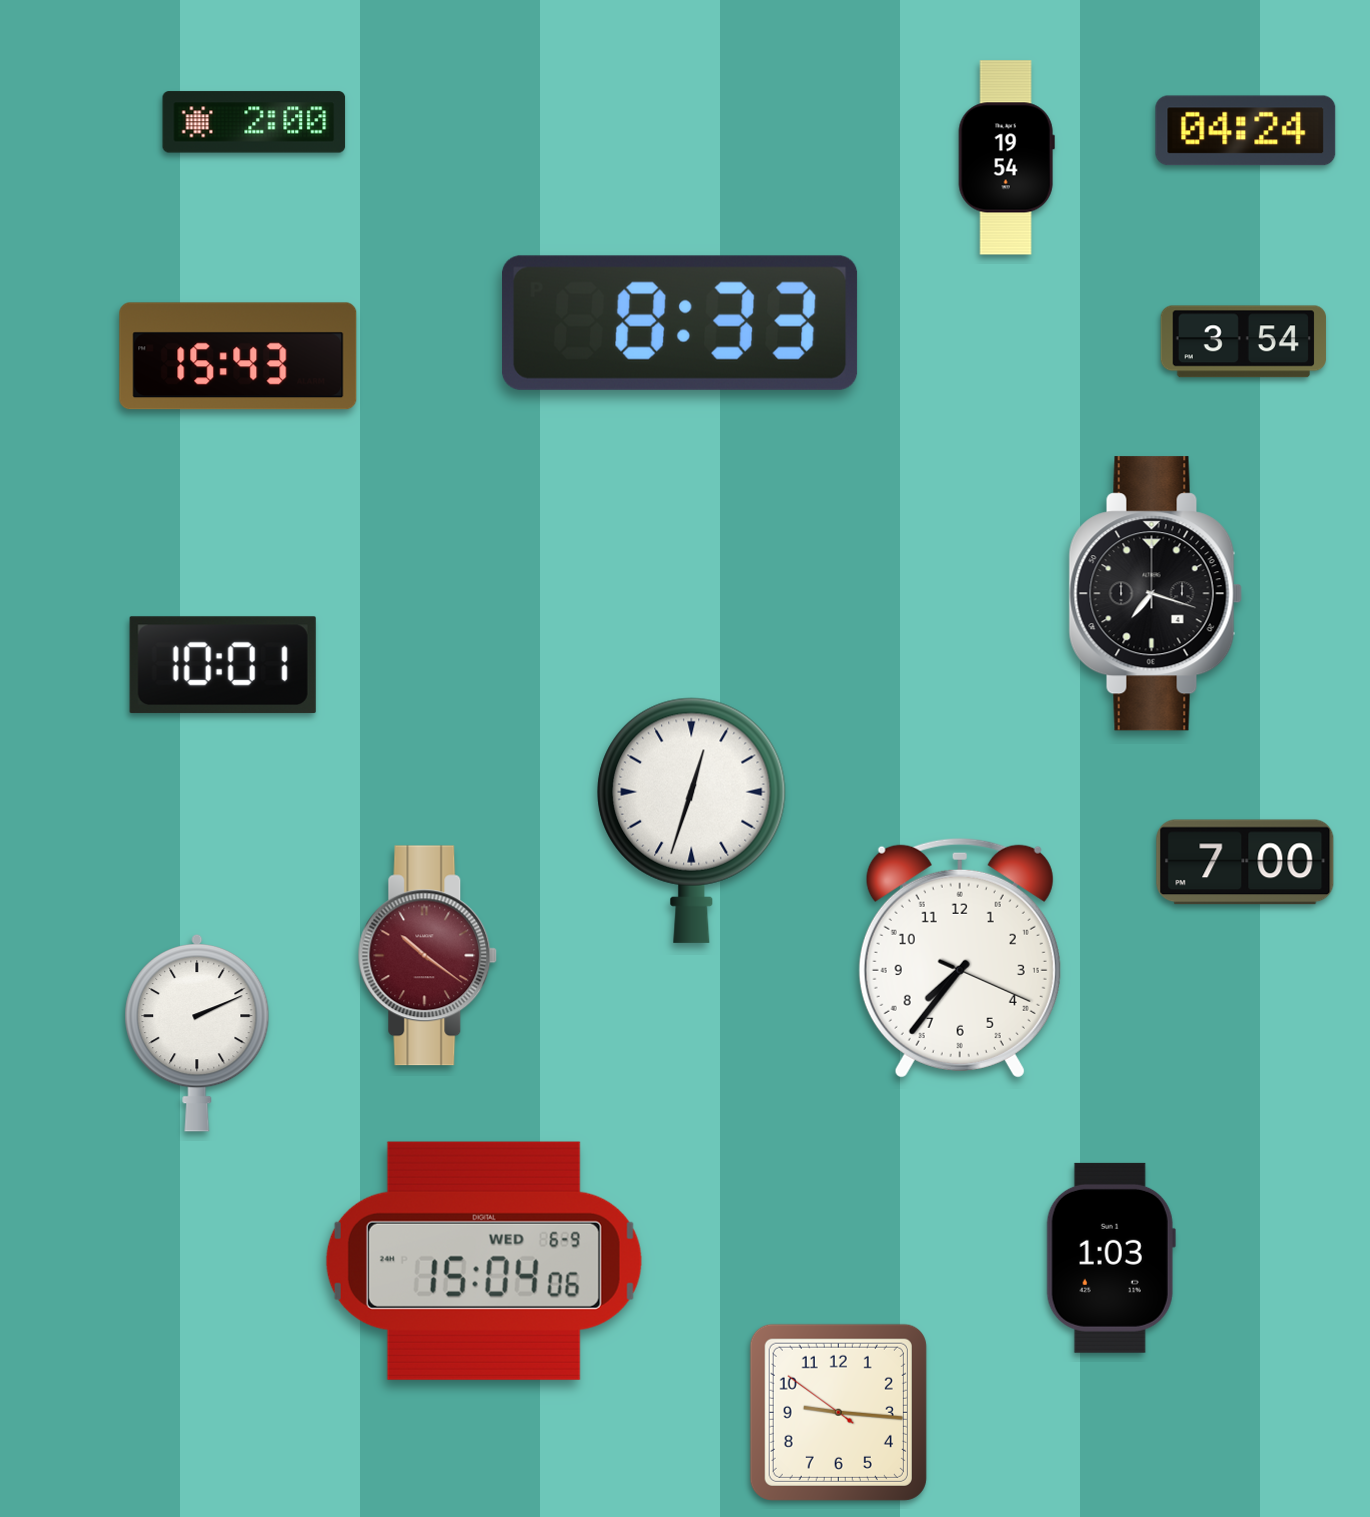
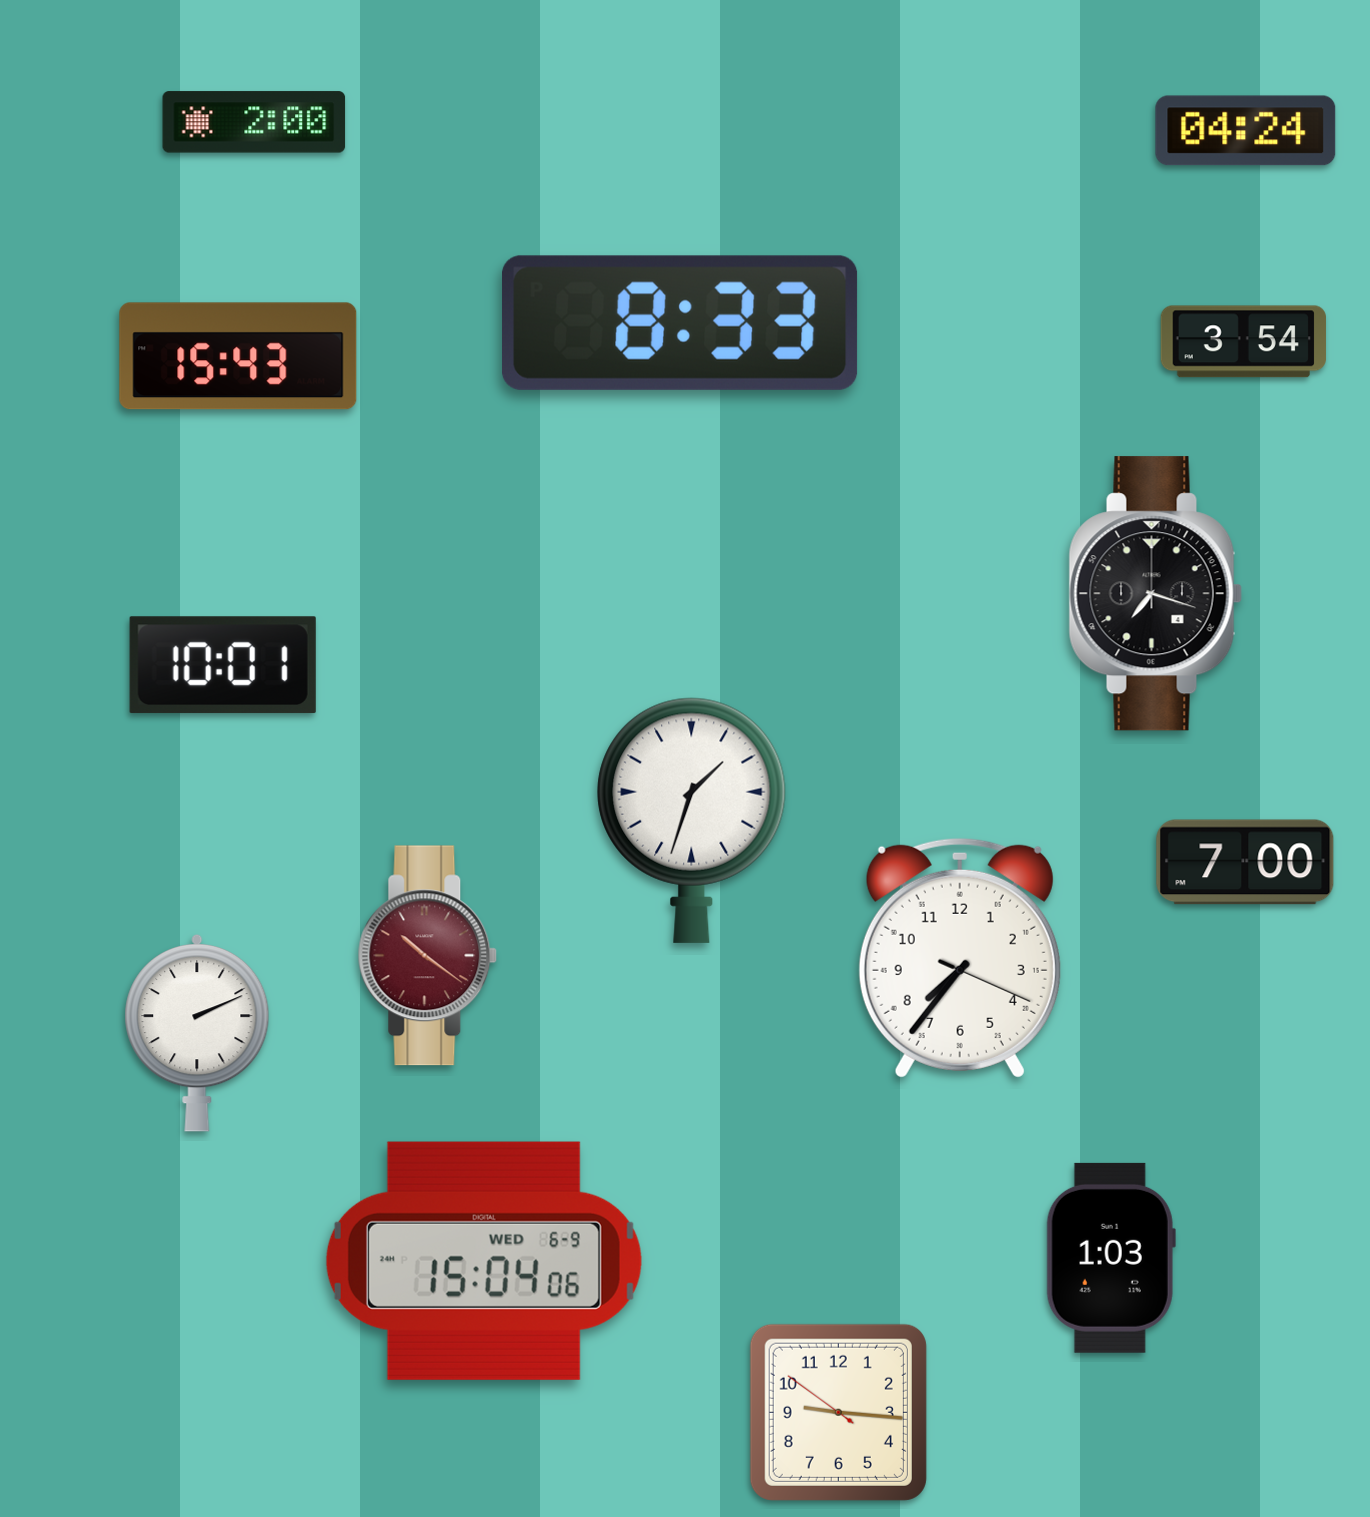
clock at (1006, 158): 19:54 -> none
clock at (692, 820): 12:33 -> 1:33
